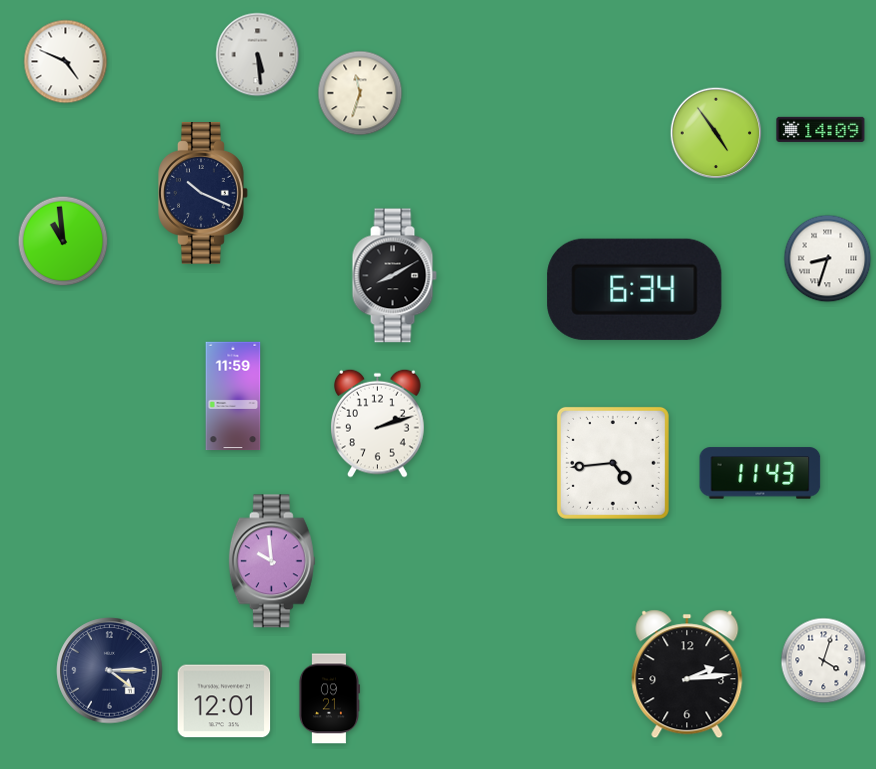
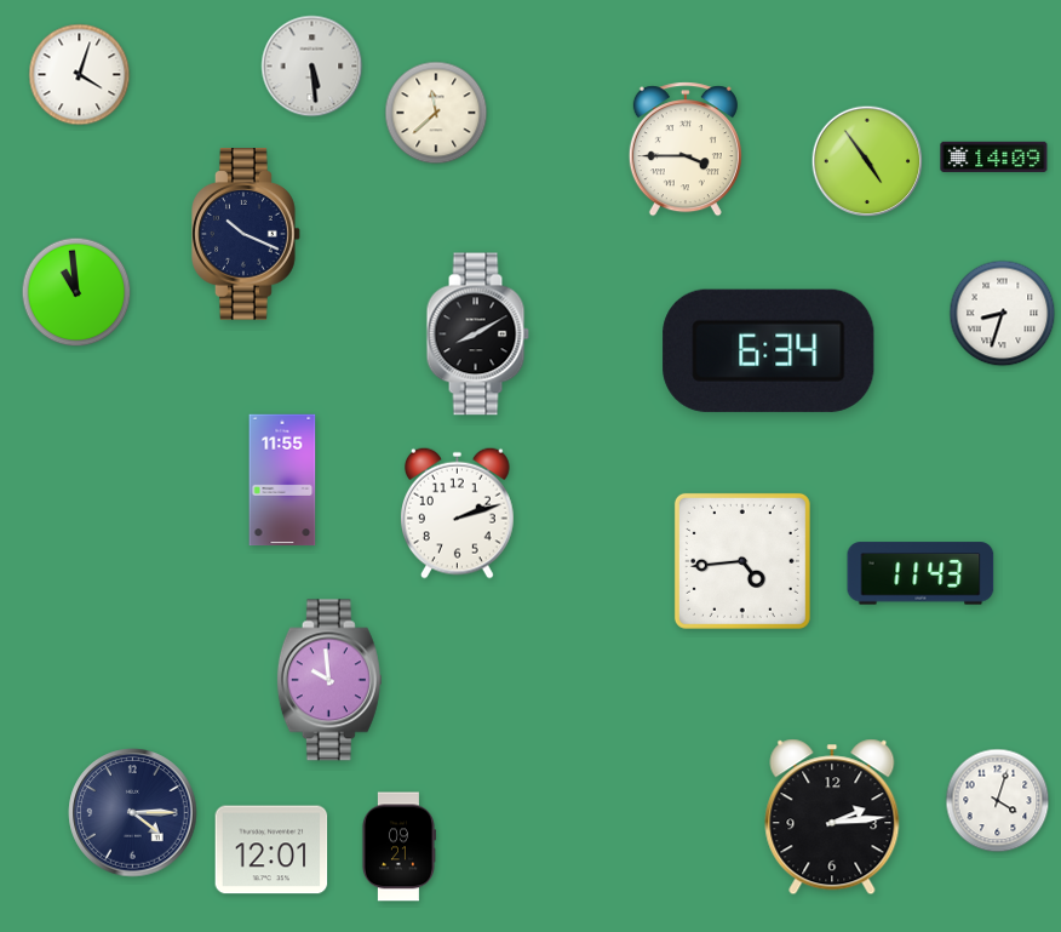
clock at (66, 62): 4:49 -> 4:03
clock at (360, 93): 11:33 -> 11:38
clock at (686, 149): none -> 3:45
clock at (233, 396): 11:59 -> 11:55
